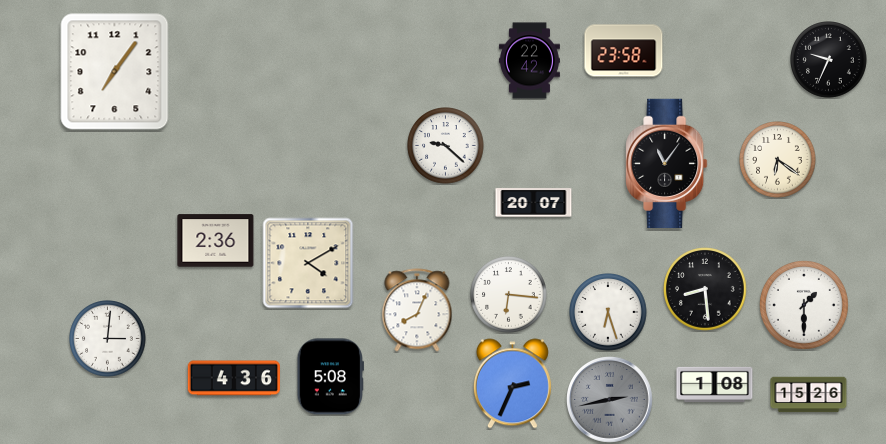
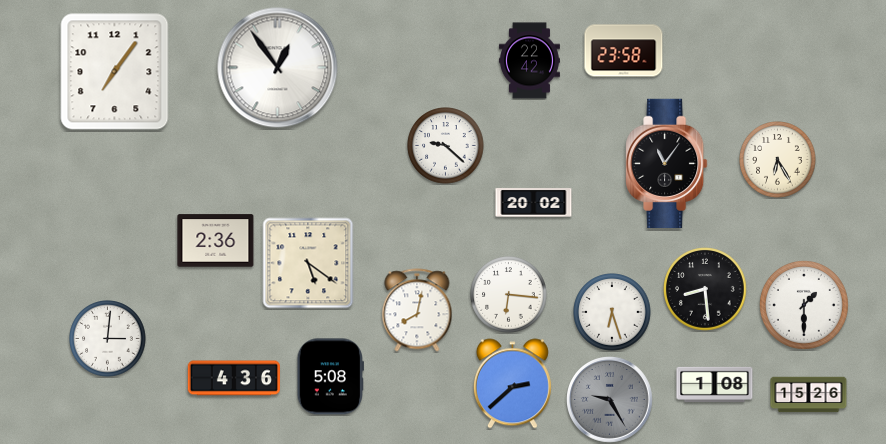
clock at (829, 60): 9:34 -> none
clock at (278, 68): none -> 12:54
clock at (778, 160): 6:21 -> 6:25
clock at (534, 203): 20:07 -> 20:02
clock at (308, 263): 4:10 -> 5:21
clock at (417, 310): 8:04 -> 8:02
clock at (608, 312) position: (608, 312) -> (612, 312)
clock at (512, 384): 2:34 -> 2:38
clock at (610, 400): 2:43 -> 9:25
